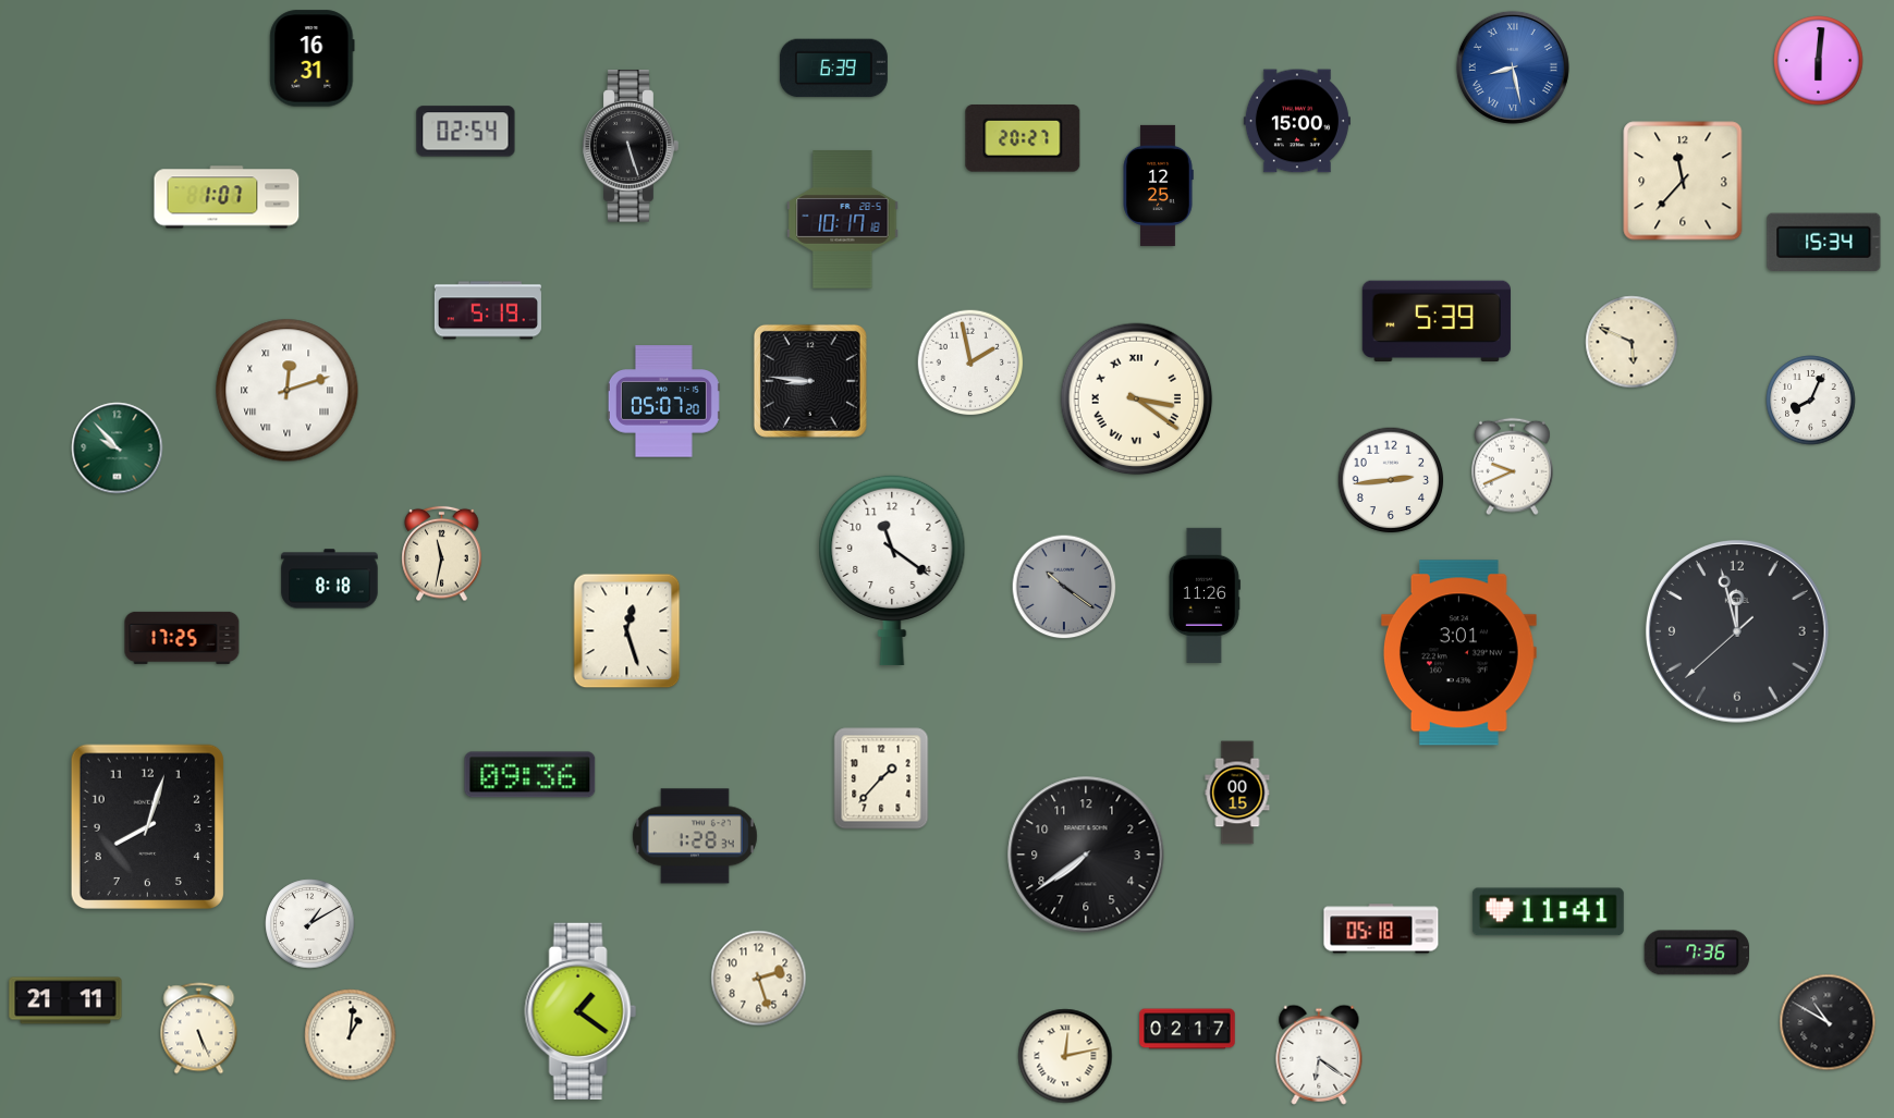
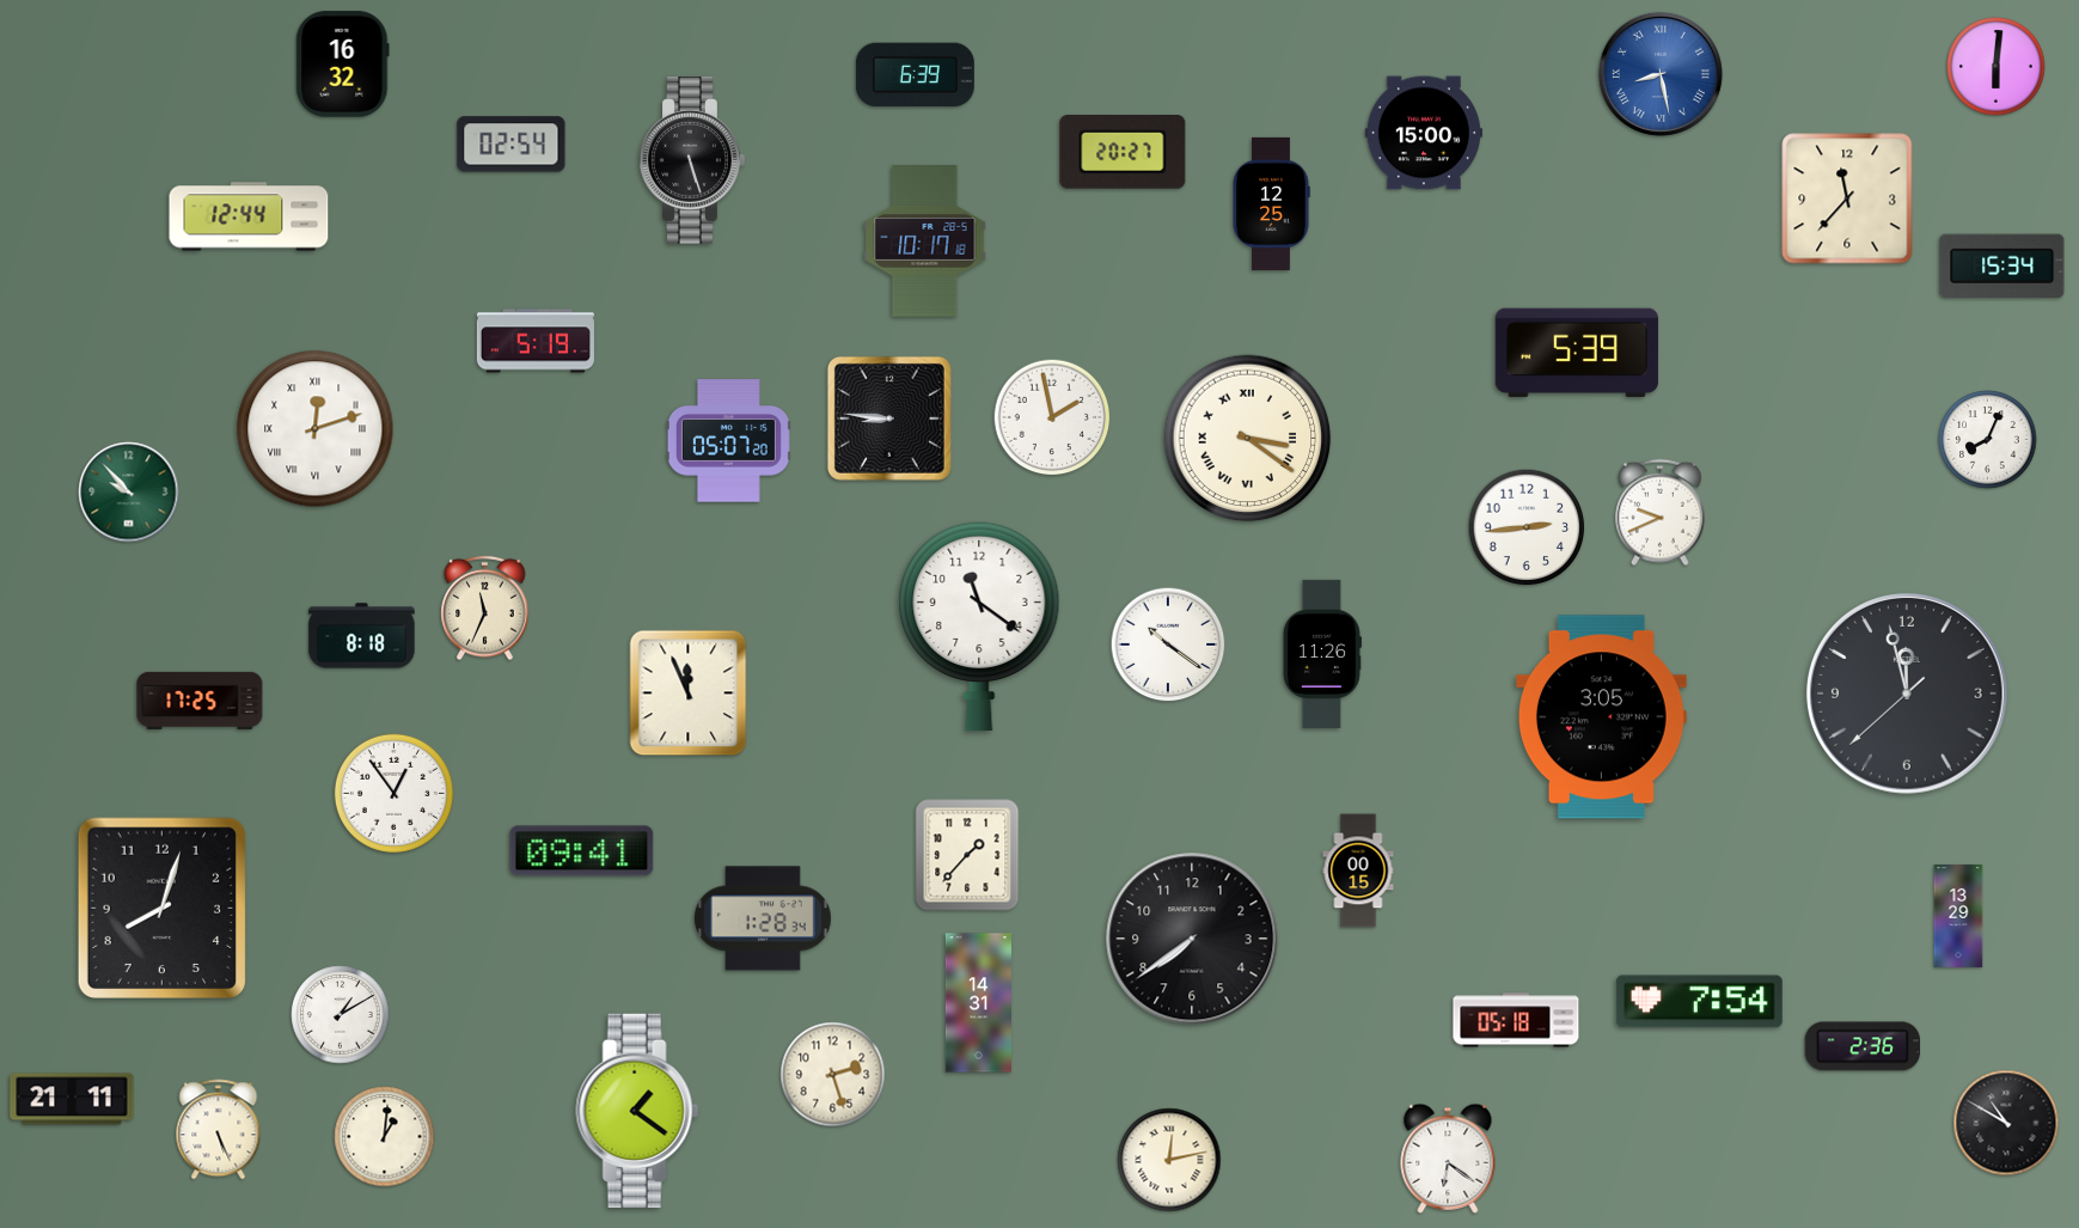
clock at (313, 59): 16:31 -> 16:32
clock at (227, 197): 1:07 -> 12:44
clock at (1632, 342): 5:49 -> none
clock at (970, 363) position: (970, 363) -> (1052, 417)
clock at (442, 554): 11:32 -> 11:34
clock at (1064, 587) dial: grey -> white
clock at (627, 631): 12:27 -> 11:56
clock at (1458, 653): 3:01 -> 3:05
clock at (393, 793): none -> 12:54
clock at (530, 775): 09:36 -> 09:41
clock at (1958, 916): none -> 13:29
clock at (1548, 912): 11:41 -> 7:54
clock at (978, 1003): none -> 14:31
clock at (1696, 953): 7:36 -> 2:36
clock at (1187, 1029): 02:17 -> none
